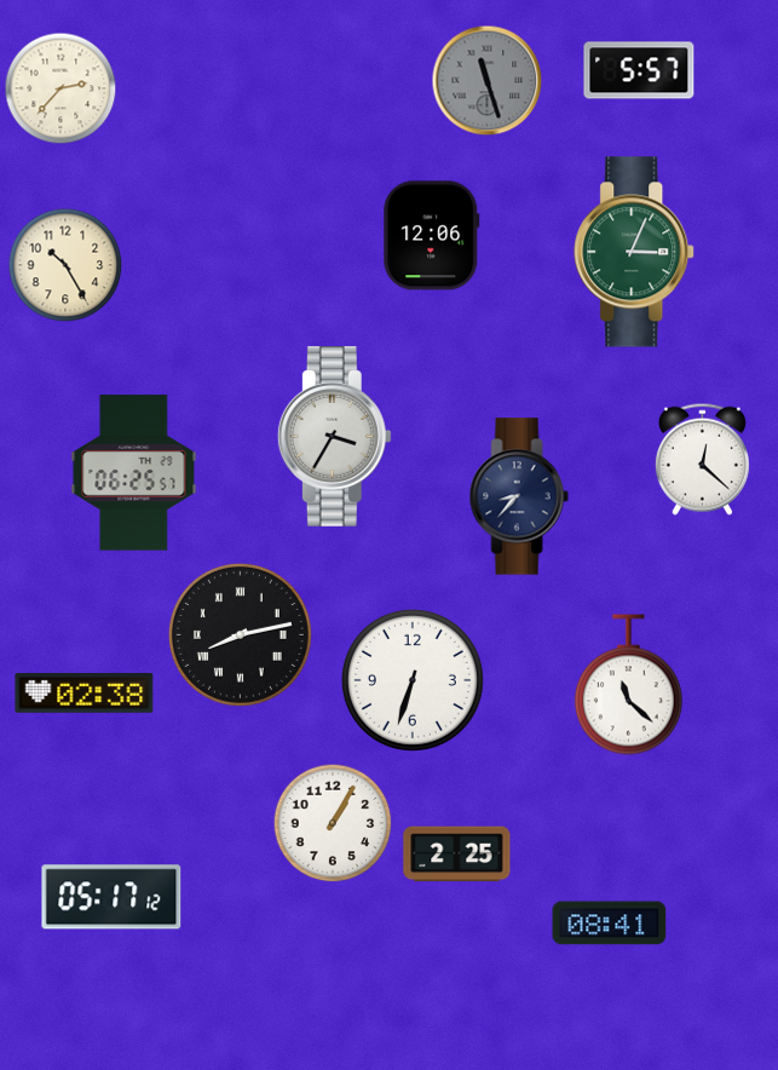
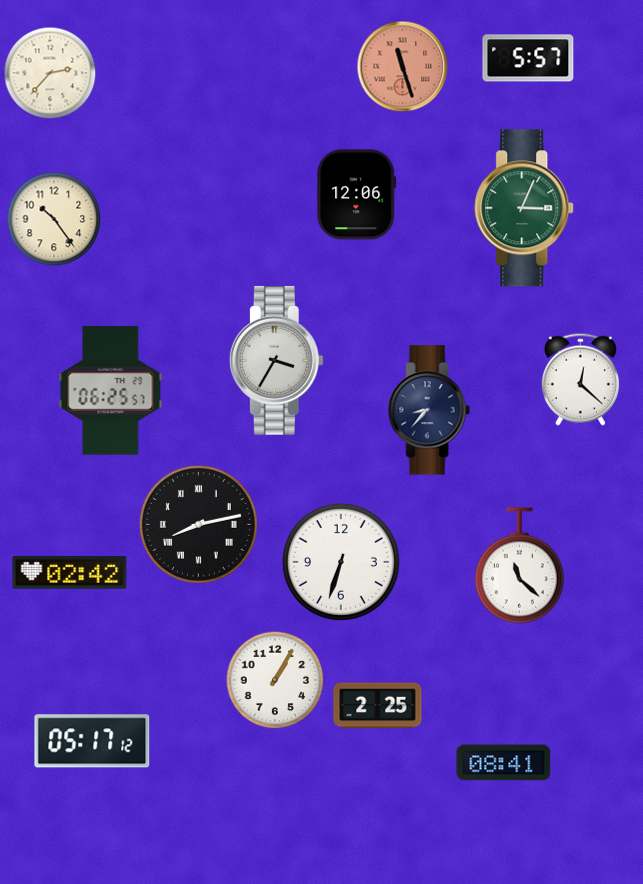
clock at (488, 81) dial: grey -> salmon
clock at (65, 265): 10:25 -> 10:24
clock at (85, 694): 02:38 -> 02:42
